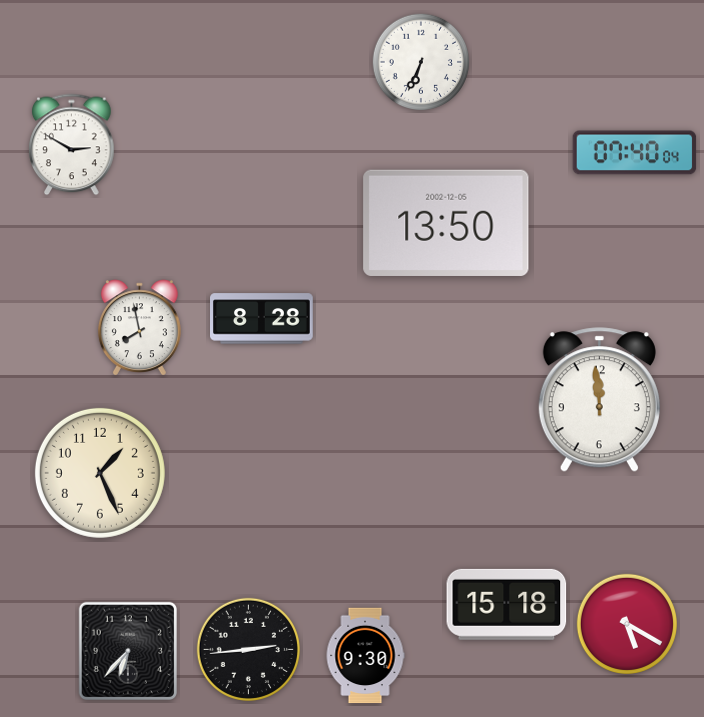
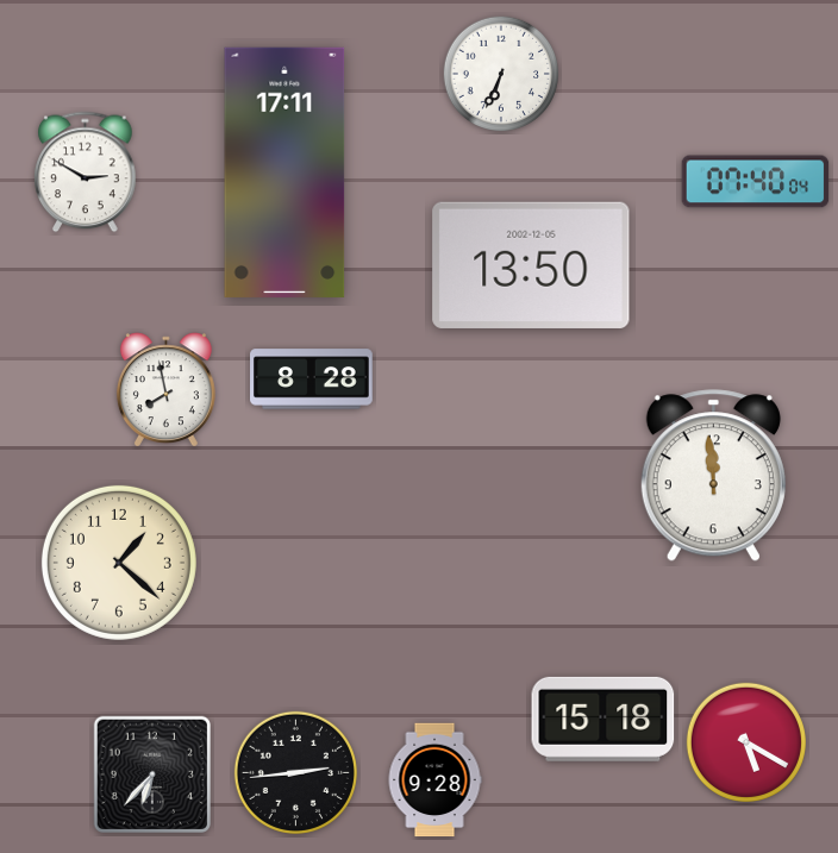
clock at (284, 173): none -> 17:11
clock at (100, 473): 1:26 -> 1:22
clock at (365, 656): 9:30 -> 9:28
